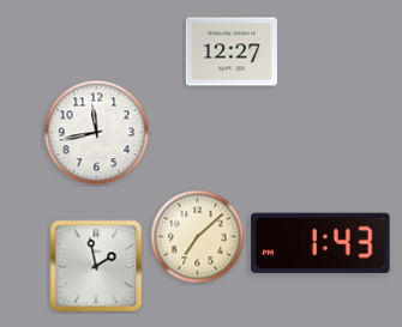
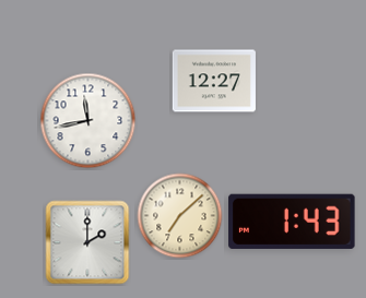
clock at (232, 52) position: (232, 52) -> (214, 81)
clock at (96, 266): 1:58 -> 2:00
